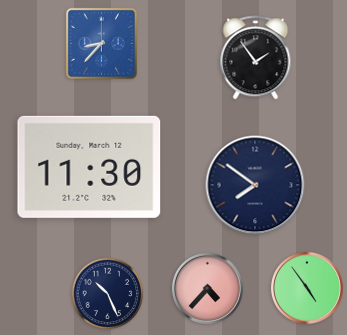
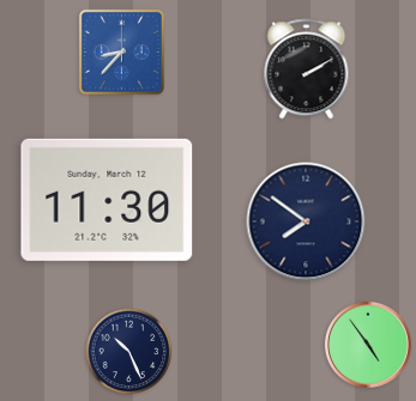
clock at (256, 58): 1:54 -> 2:10
clock at (207, 288): 4:37 -> none
